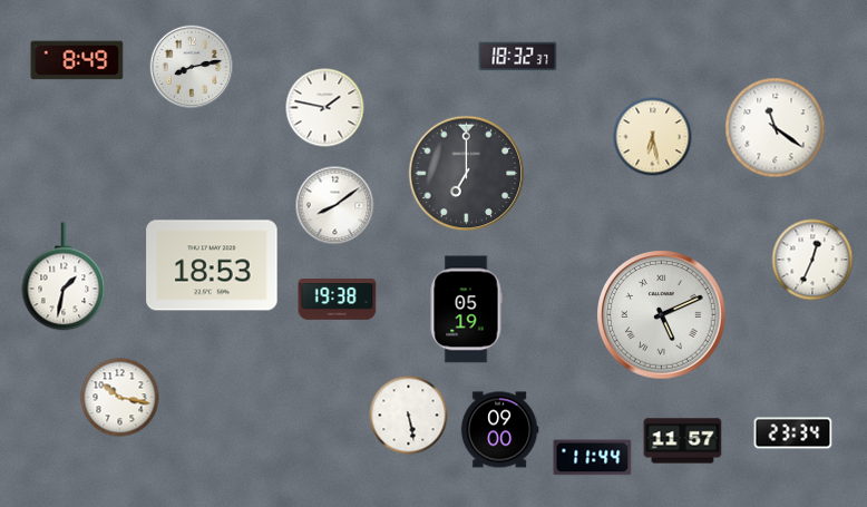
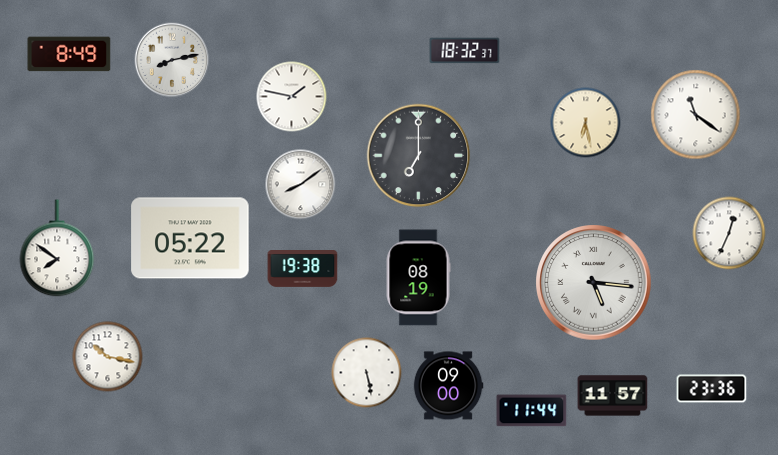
clock at (212, 265): 18:53 -> 05:22
clock at (64, 276): 1:32 -> 7:51
clock at (466, 310): 05:19 -> 08:19
clock at (662, 315): 5:11 -> 5:16
clock at (793, 433): 23:34 -> 23:36
